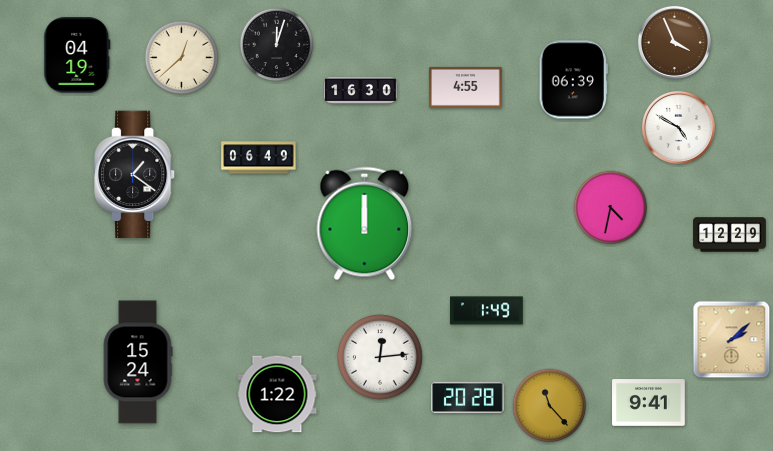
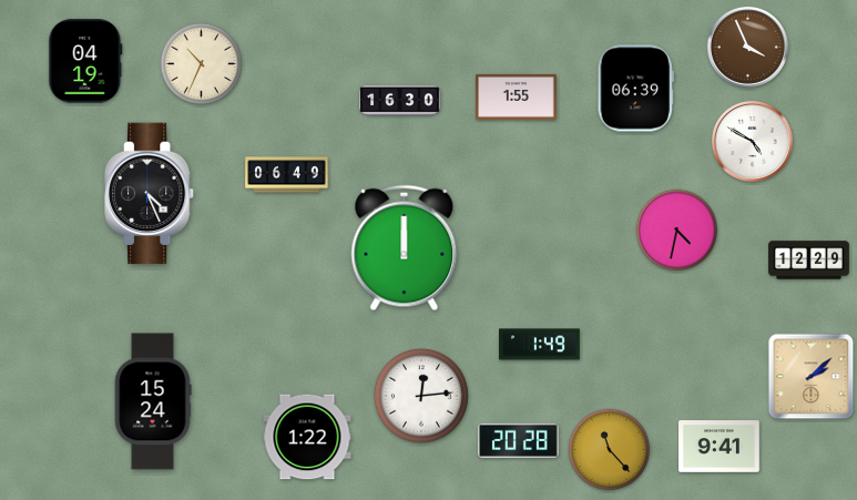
clock at (277, 45): 12:03 -> none
clock at (182, 58): 12:38 -> 10:34
clock at (466, 87): 4:55 -> 1:55
clock at (135, 175): 1:21 -> 4:26
